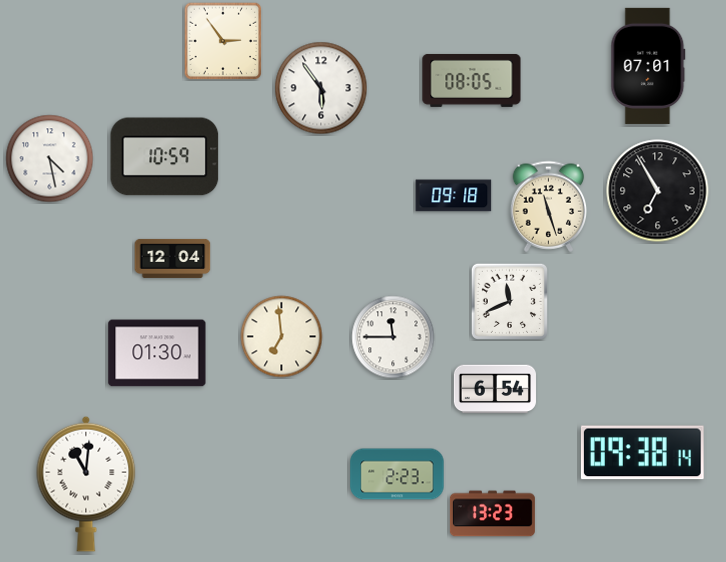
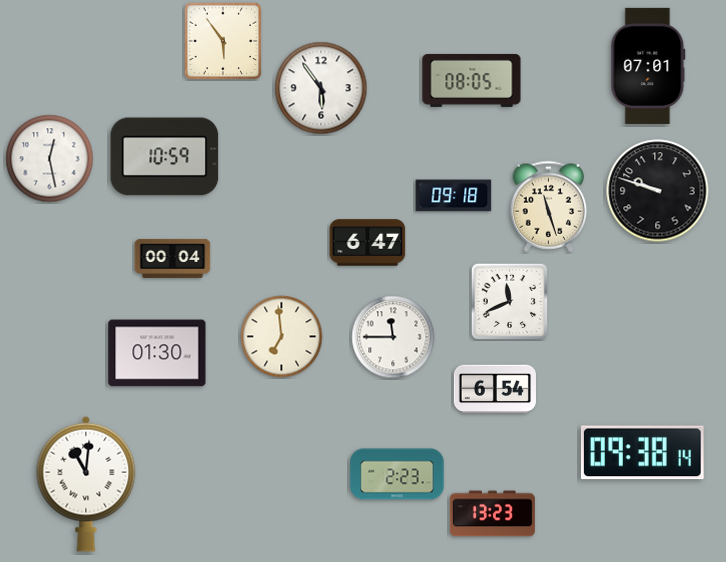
clock at (223, 41): 2:54 -> 5:54
clock at (50, 159): 4:28 -> 12:28
clock at (658, 191): 6:55 -> 9:48
clock at (368, 243): none -> 6:47
clock at (173, 258): 12:04 -> 00:04
